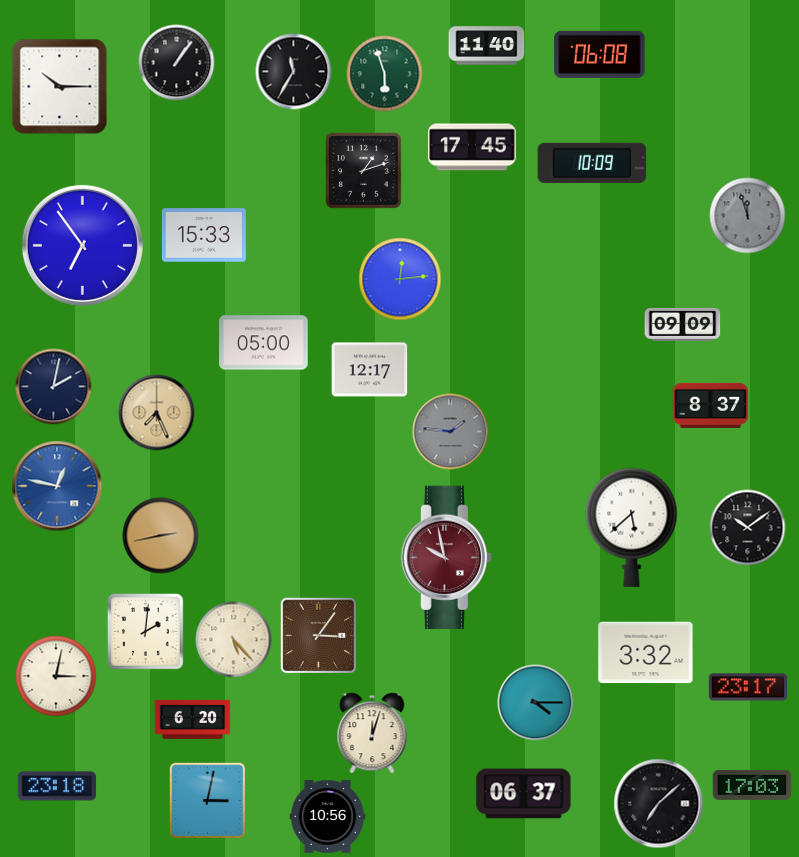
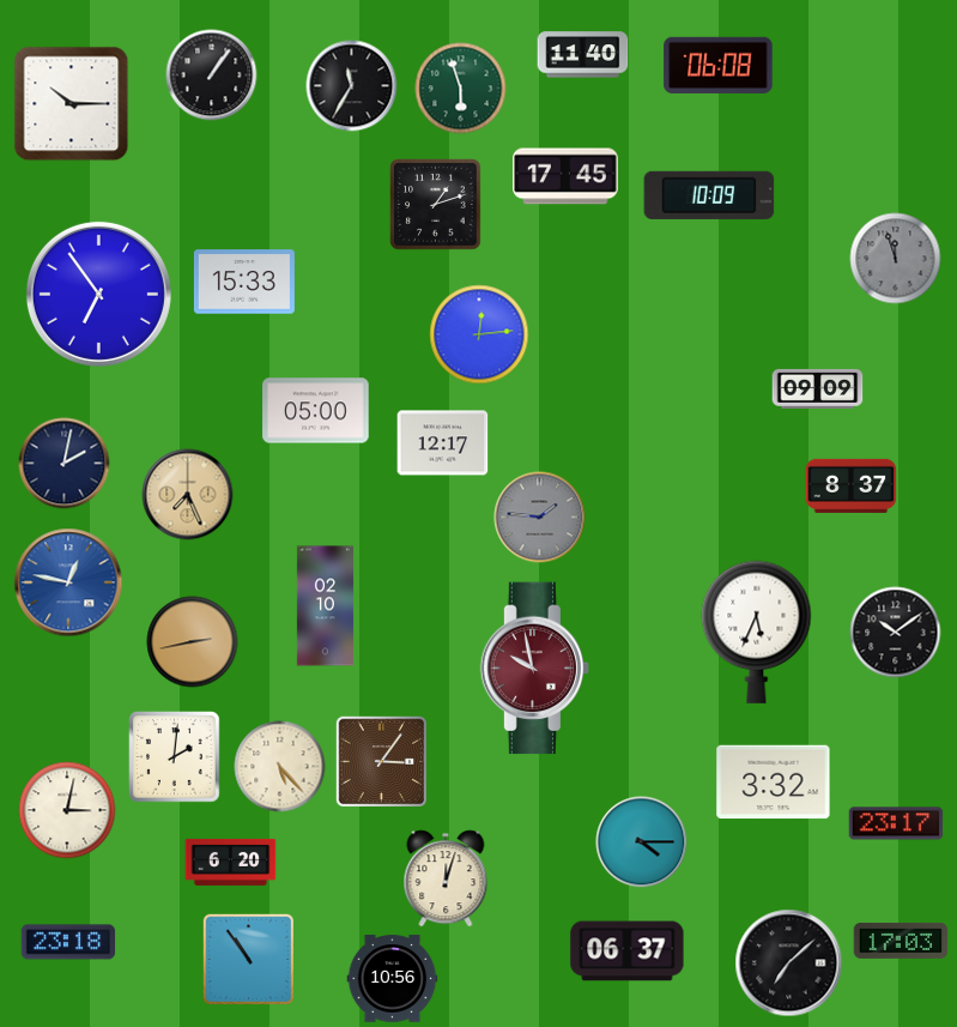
clock at (325, 606): none -> 02:10
clock at (632, 527): 5:38 -> 5:34
clock at (207, 800): 3:02 -> 10:54
